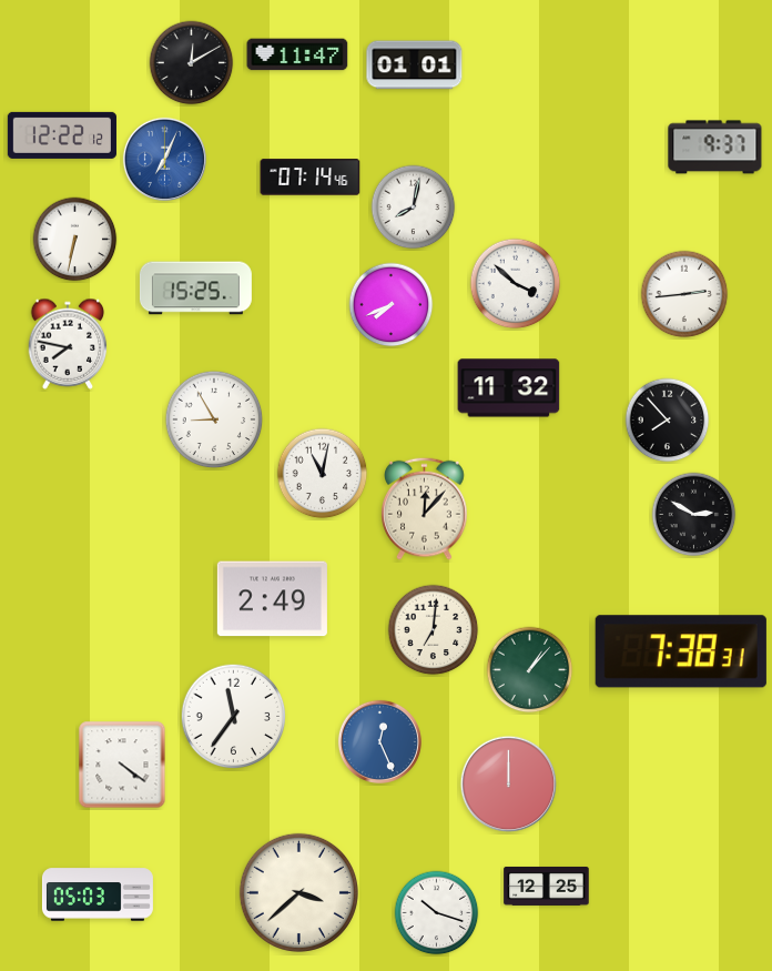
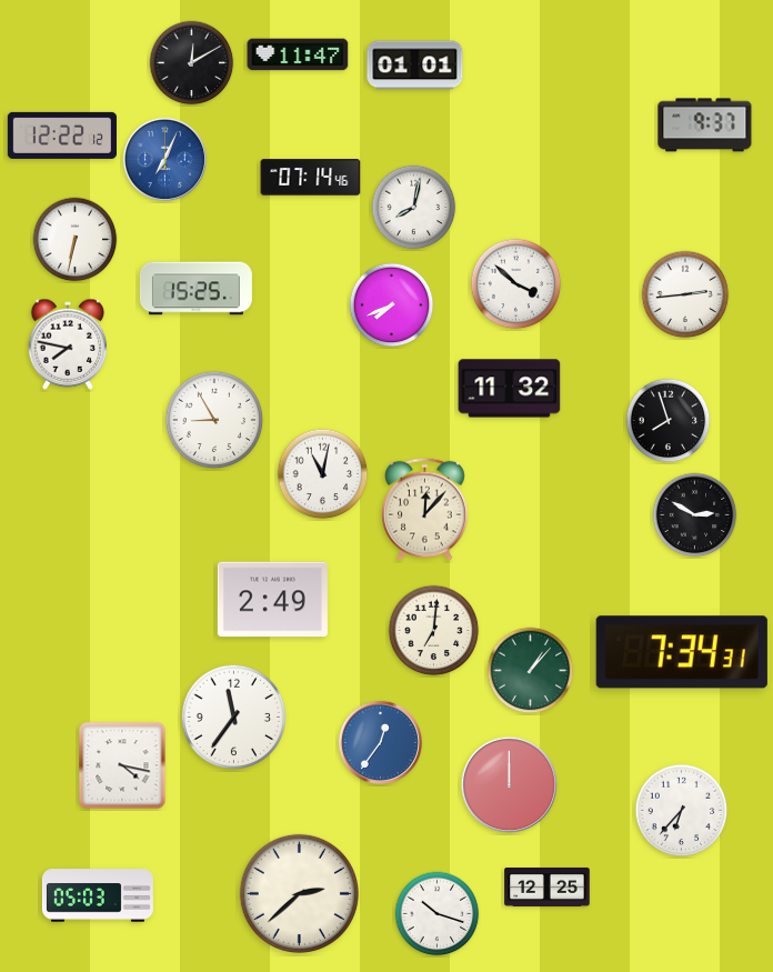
clock at (715, 148) position: (715, 148) -> (705, 126)
clock at (668, 421): 7:53 -> 7:57
clock at (681, 651): 7:38 -> 7:34
clock at (379, 741): 12:26 -> 12:36
clock at (122, 765): 4:21 -> 4:17
clock at (682, 811): none -> 6:37
clock at (298, 892): 3:38 -> 2:38
